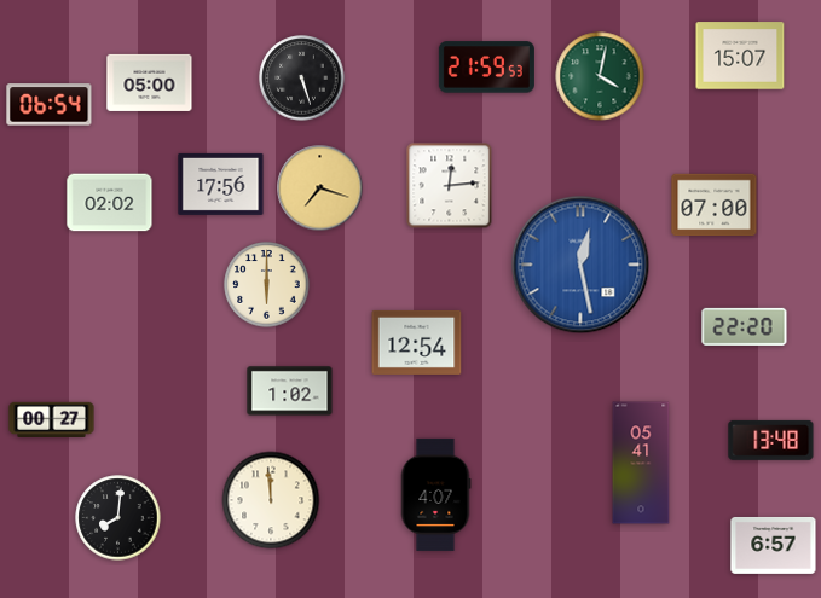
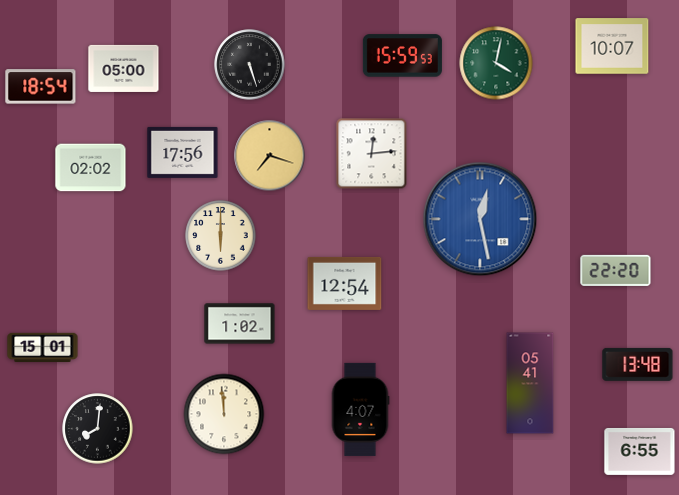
clock at (740, 56): 15:07 -> 10:07
clock at (486, 68): 21:59 -> 15:59
clock at (50, 105): 06:54 -> 18:54
clock at (320, 188) position: (320, 188) -> (270, 156)
clock at (715, 205): 07:00 -> none
clock at (52, 420): 00:27 -> 15:01
clock at (774, 545): 6:57 -> 6:55
